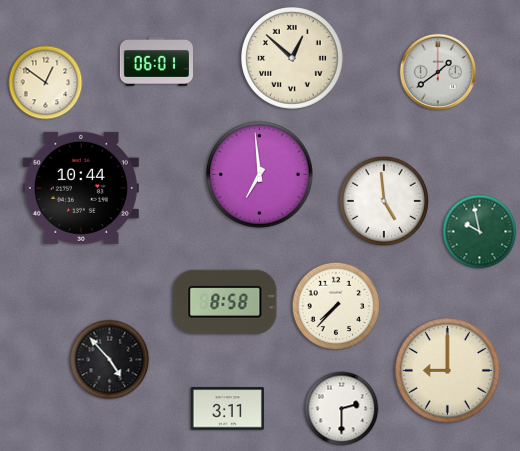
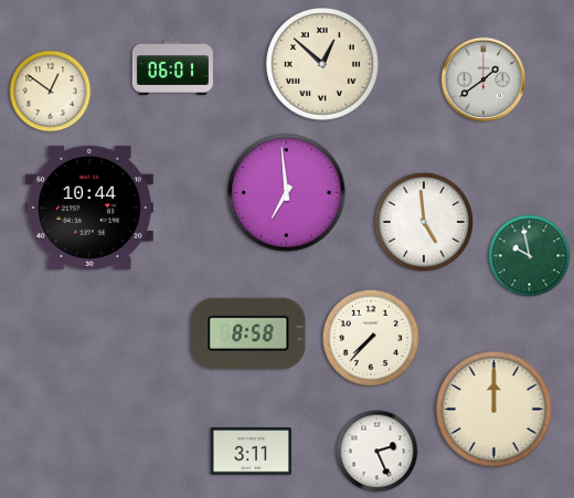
clock at (110, 360): 4:53 -> none
clock at (448, 371): 9:00 -> 12:00
clock at (342, 409): 2:30 -> 2:26
